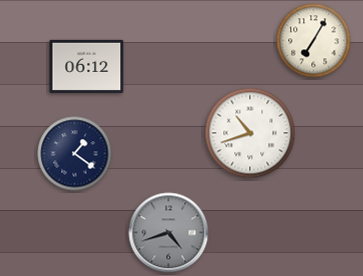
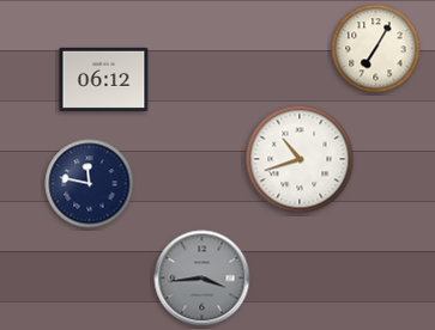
clock at (75, 154): 1:21 -> 11:47
clock at (169, 233): 4:42 -> 3:44
